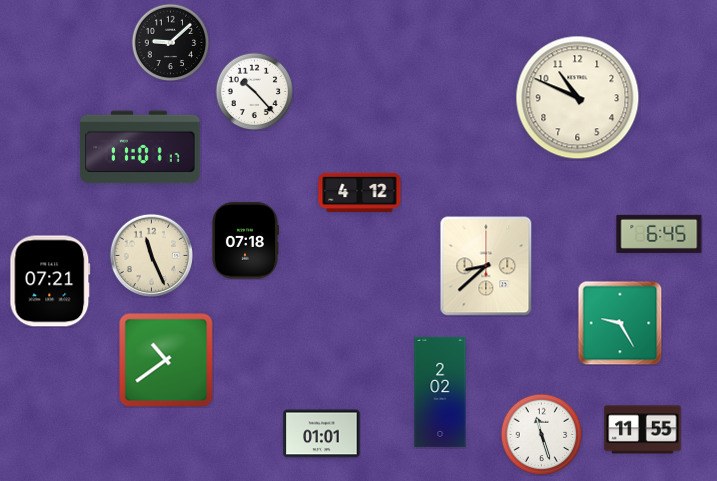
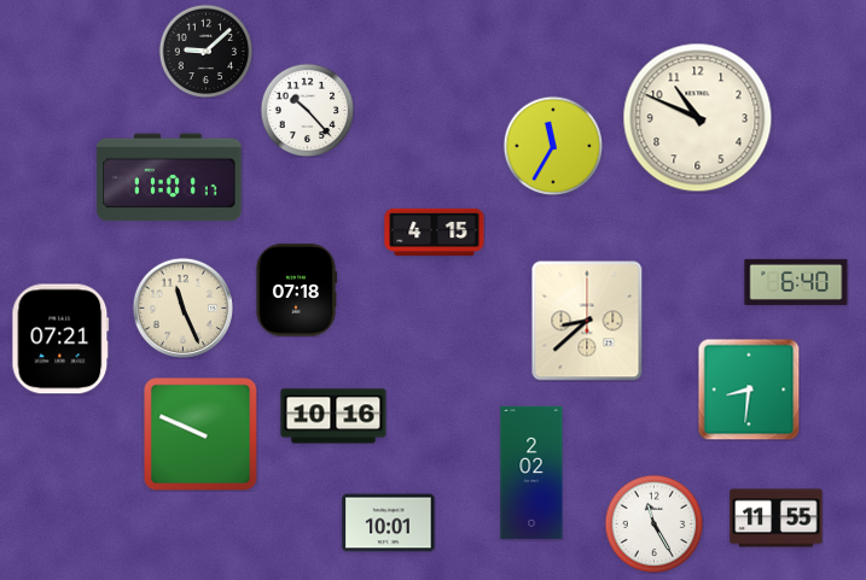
clock at (553, 146): none -> 11:35
clock at (360, 192): 4:12 -> 4:15
clock at (659, 234): 6:45 -> 6:40
clock at (620, 323): 9:25 -> 8:31
clock at (333, 416): none -> 10:16
clock at (166, 360): 10:39 -> 9:49
clock at (322, 434): 01:01 -> 10:01
clock at (541, 434): 11:27 -> 11:25
